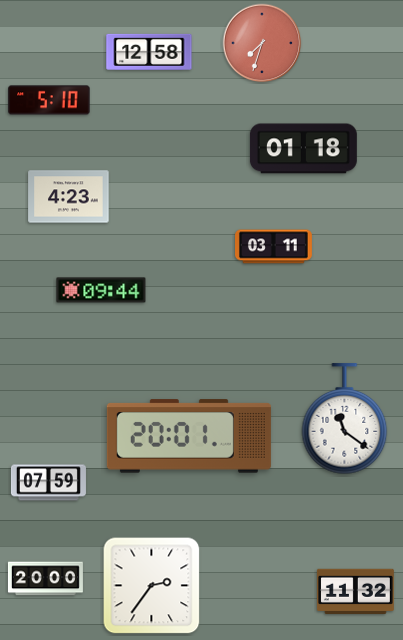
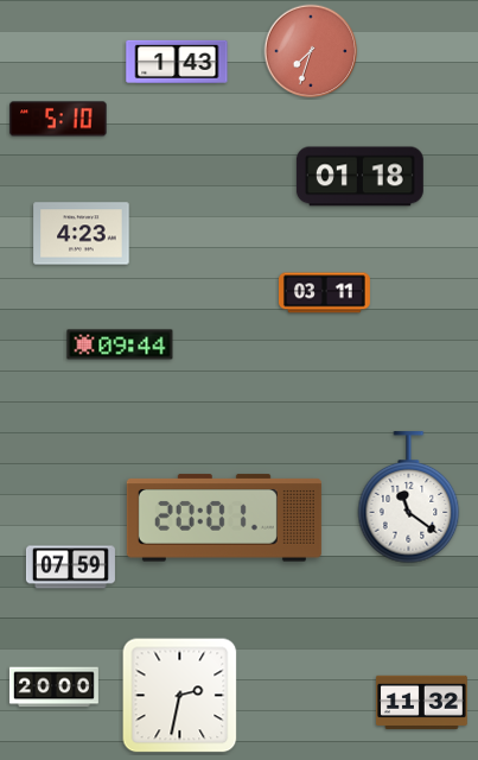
clock at (149, 52): 12:58 -> 1:43
clock at (48, 483) position: (48, 483) -> (70, 568)
clock at (152, 586): 2:36 -> 2:32
